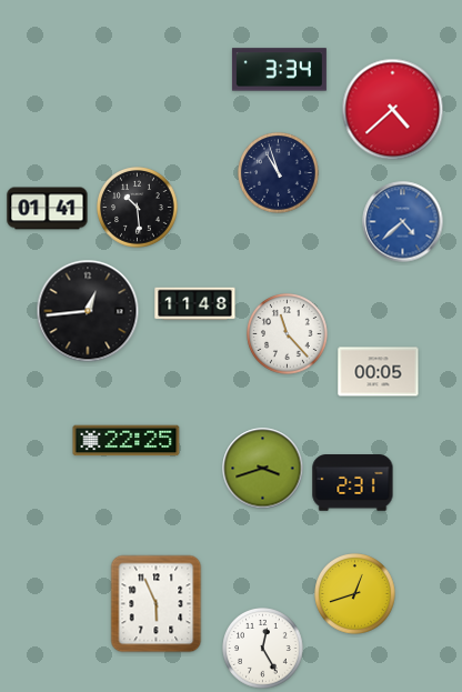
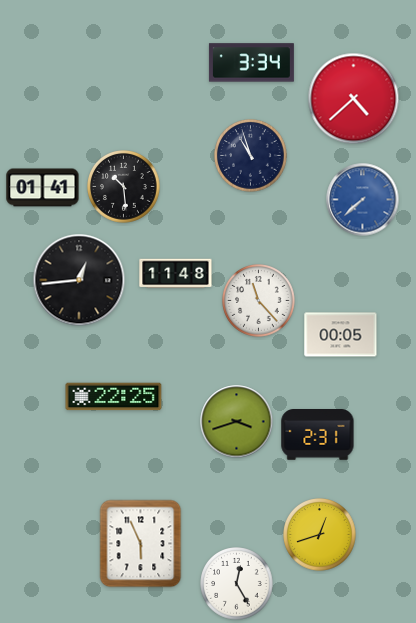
clock at (403, 222): 4:38 -> 7:38
